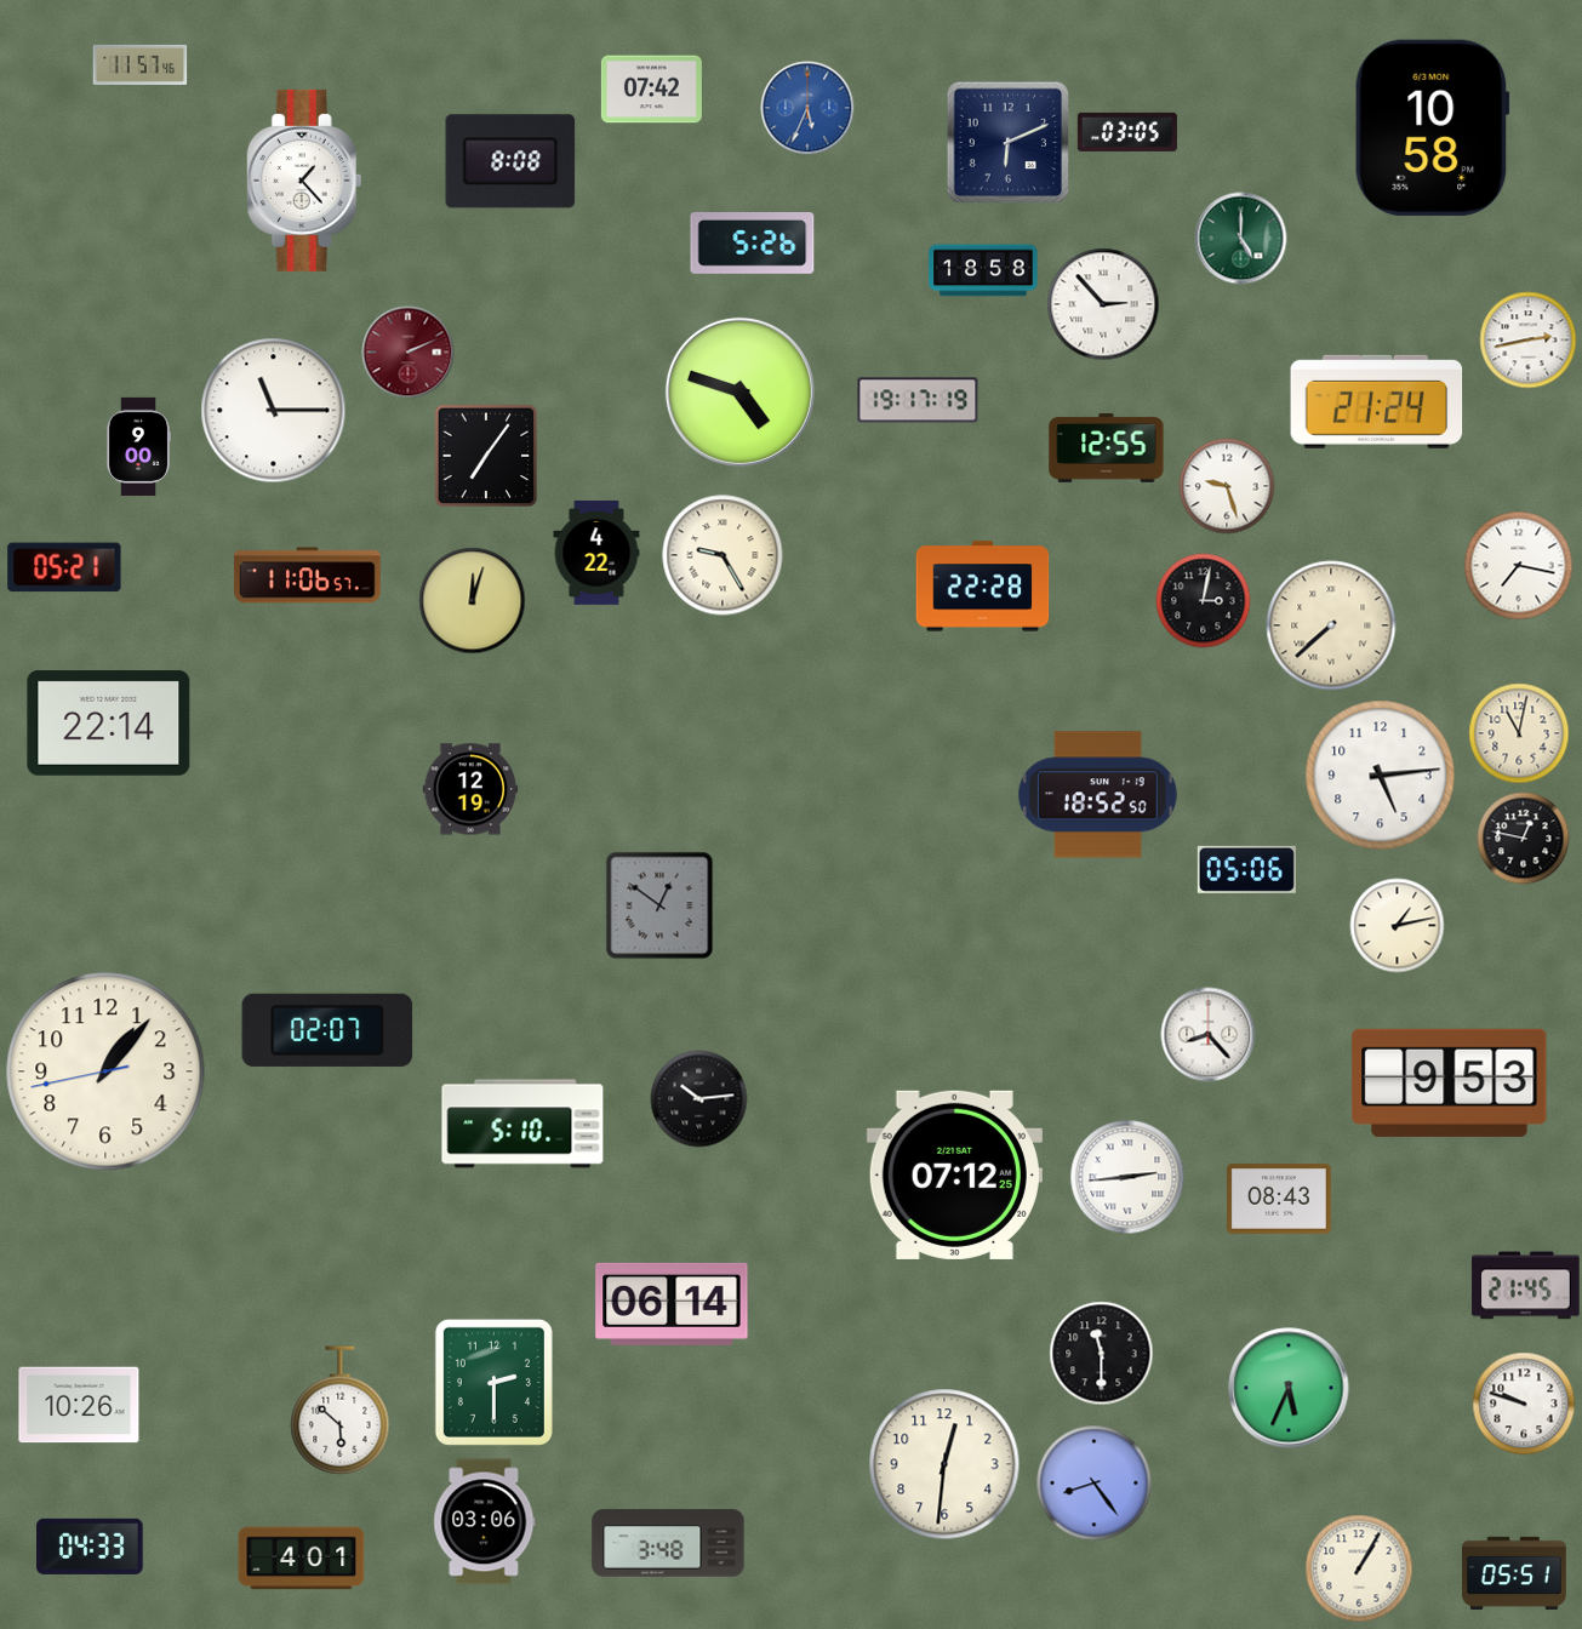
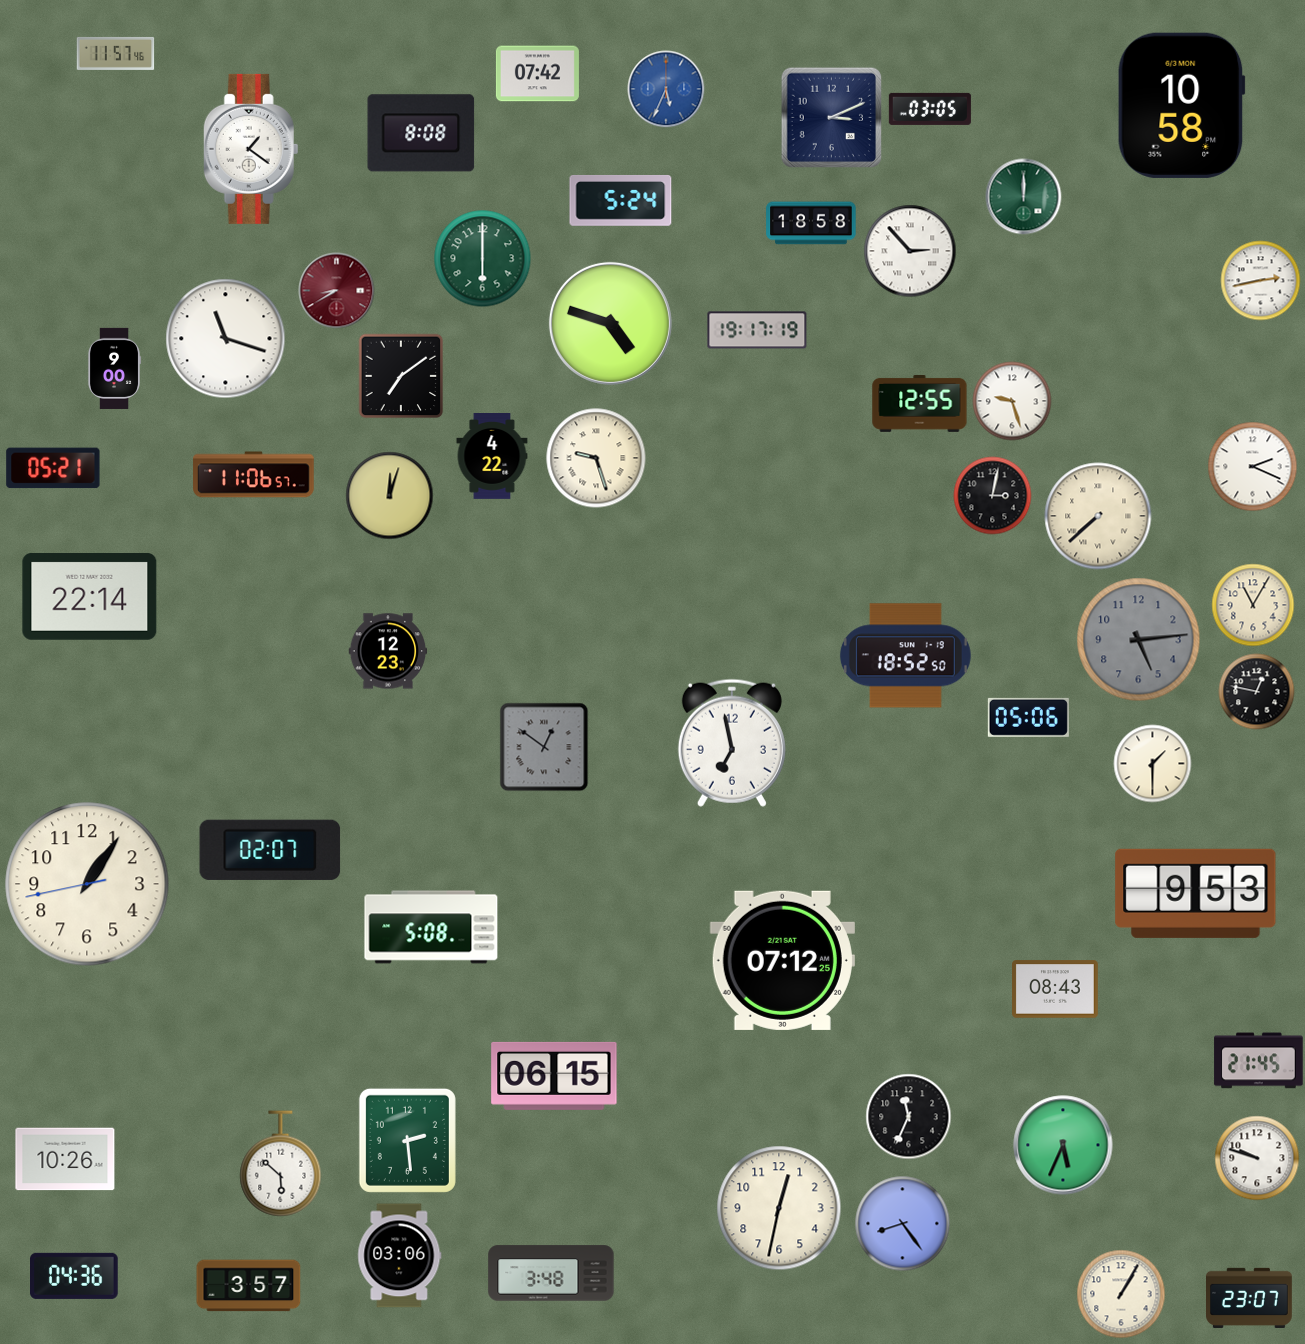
clock at (1009, 143): 6:11 -> 3:11
clock at (304, 181): 1:23 -> 1:21
clock at (1241, 239): 5:00 -> 12:00
clock at (753, 242): 5:26 -> 5:24
clock at (483, 259): none -> 6:00
clock at (409, 353): 2:11 -> 8:40
clock at (1377, 401): 21:24 -> none
clock at (274, 411): 11:15 -> 11:18
clock at (1107, 447) position: (1107, 447) -> (920, 403)
clock at (486, 456): 7:06 -> 7:09
clock at (723, 555): 9:25 -> 9:27
clock at (1519, 566): 7:17 -> 2:19
clock at (983, 587): 22:28 -> none
clock at (1519, 733): 11:02 -> 11:05
clock at (1381, 776) dial: white -> grey
clock at (470, 789): 12:19 -> 12:23
clock at (732, 743): none -> 6:58
clock at (1398, 926): 1:13 -> 1:30
clock at (1209, 1035): 8:23 -> none
clock at (105, 1071): 1:06 -> 1:05
clock at (699, 1099): 10:14 -> none
clock at (522, 1124): 5:10 -> 5:08
clock at (954, 1174) position: (954, 1174) -> (782, 960)
clock at (1127, 1177): 2:44 -> none
clock at (672, 1304): 06:14 -> 06:15
clock at (1102, 1354): 11:30 -> 11:34
clock at (493, 1382): 2:30 -> 2:29
clock at (944, 1464): 12:31 -> 12:32
clock at (91, 1547): 04:33 -> 04:36
clock at (302, 1559): 4:01 -> 3:57
clock at (1515, 1572): 05:51 -> 23:07
